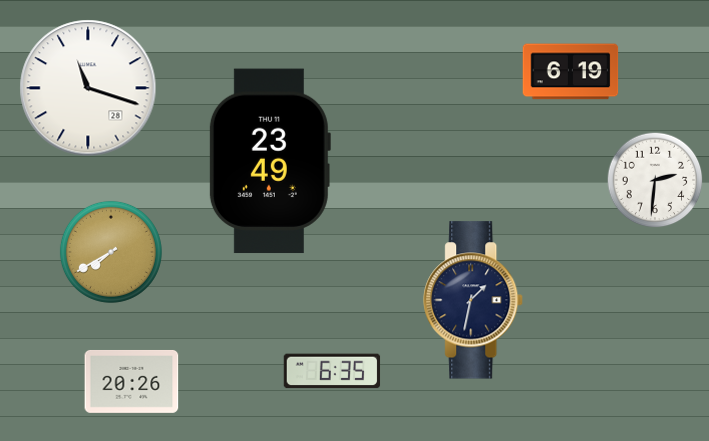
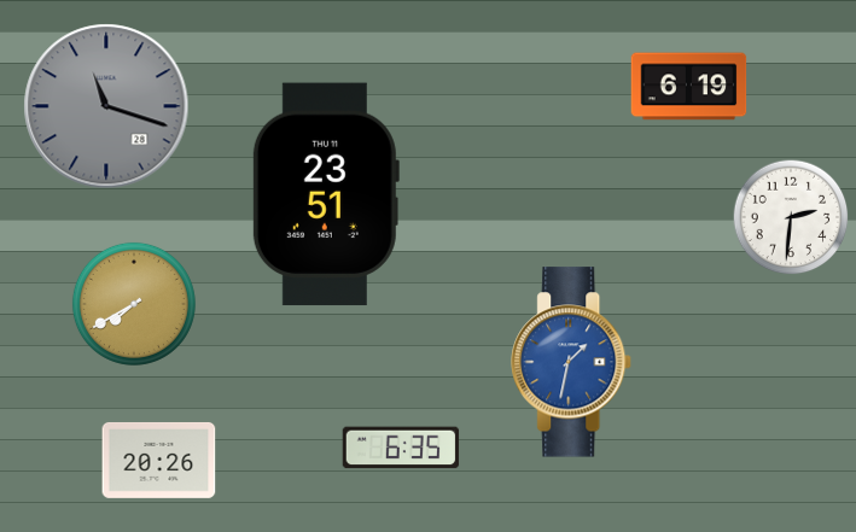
clock at (88, 88) dial: white -> grey
clock at (269, 161): 23:49 -> 23:51
clock at (474, 300) dial: navy -> blue
